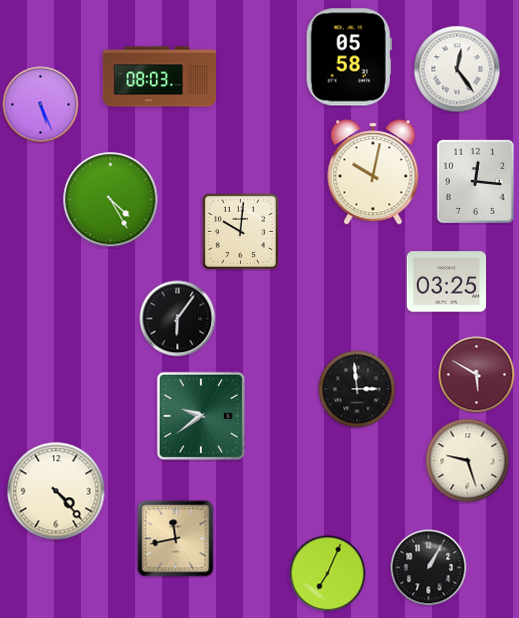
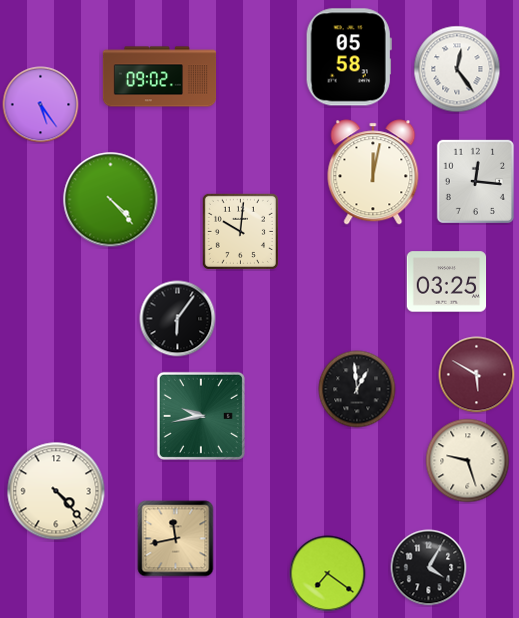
clock at (160, 77): 08:03 -> 09:02
clock at (41, 105): 5:26 -> 5:24
clock at (373, 172): 10:02 -> 12:02
clock at (111, 200): 4:25 -> 4:23
clock at (357, 389): 2:59 -> 12:59
clock at (201, 416): 9:39 -> 9:43
clock at (429, 568): 1:05 -> 4:05
clock at (328, 574): 7:04 -> 7:21
